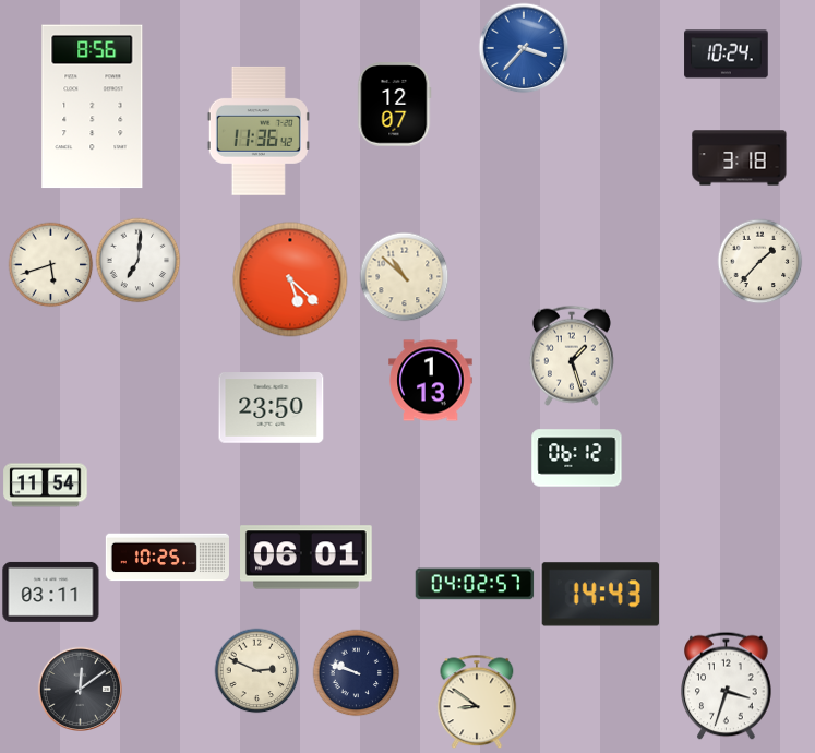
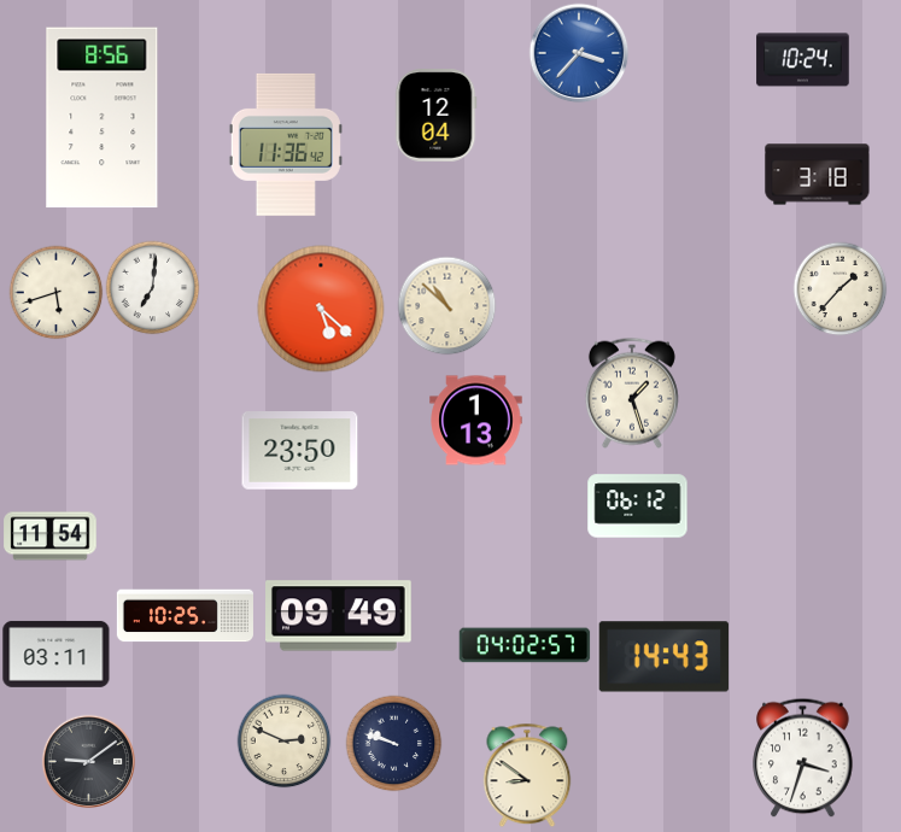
clock at (395, 105): 12:07 -> 12:04
clock at (307, 558): 06:01 -> 09:49
clock at (80, 689): 12:09 -> 9:09
